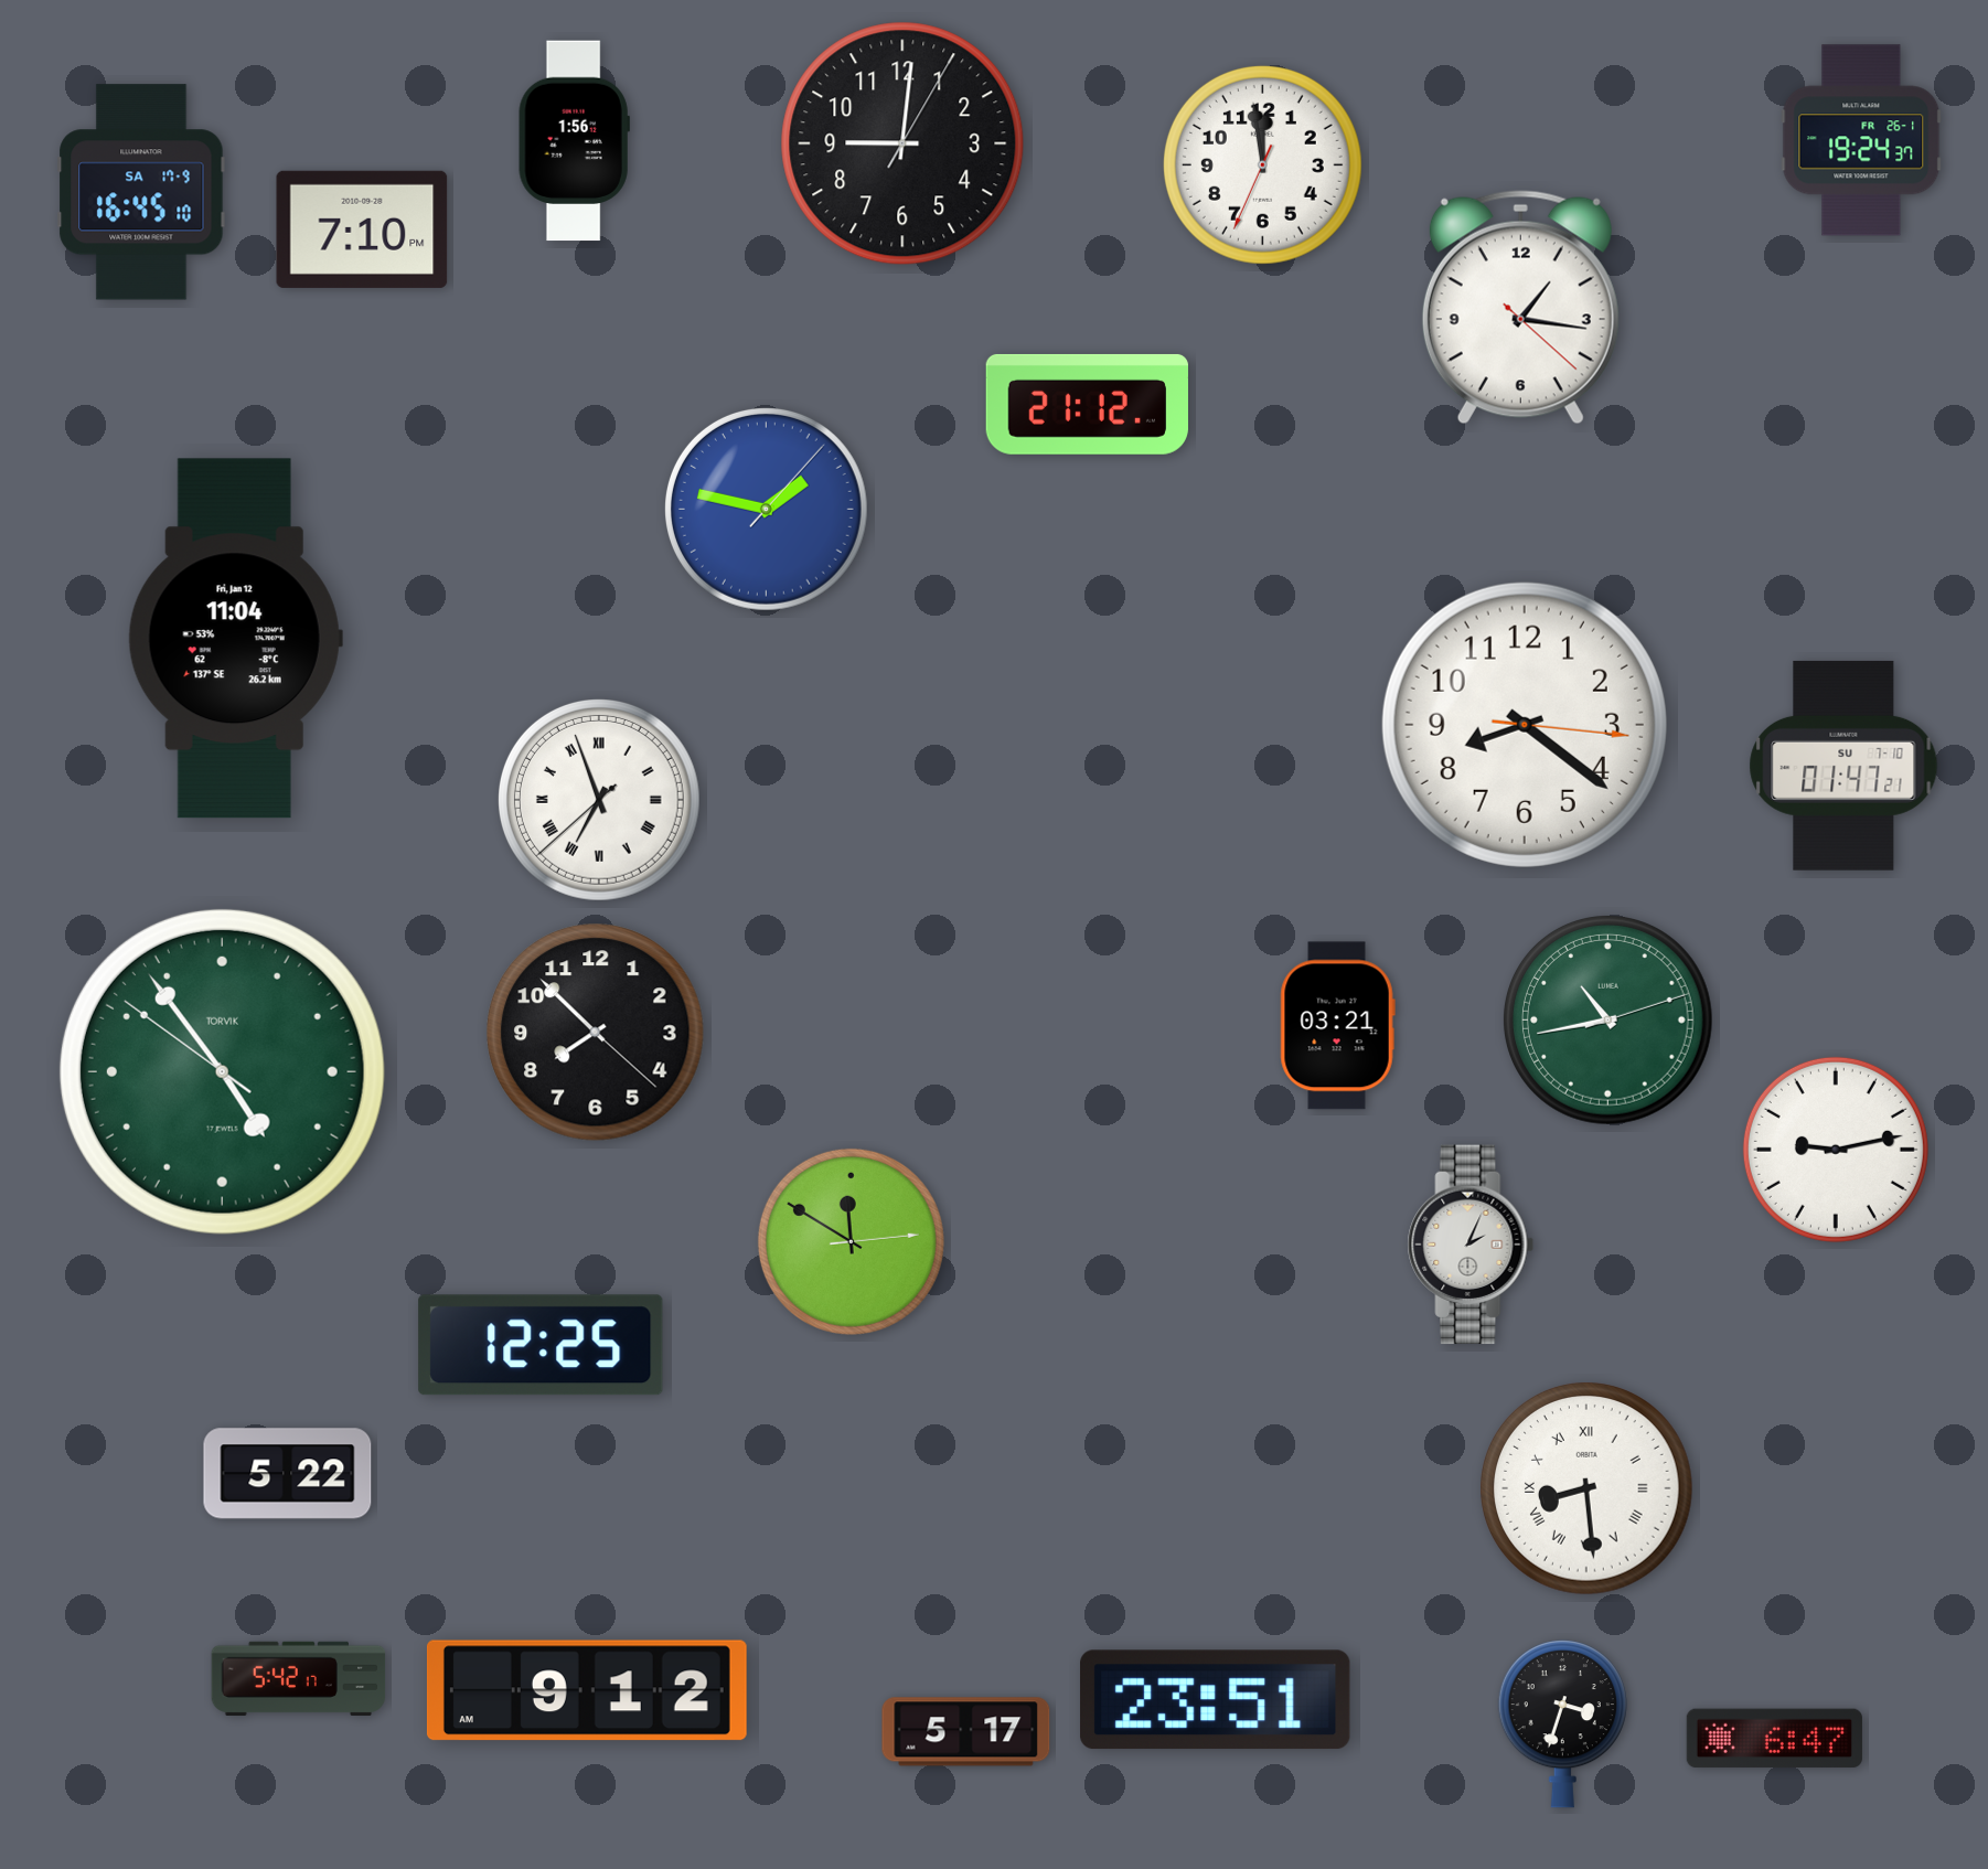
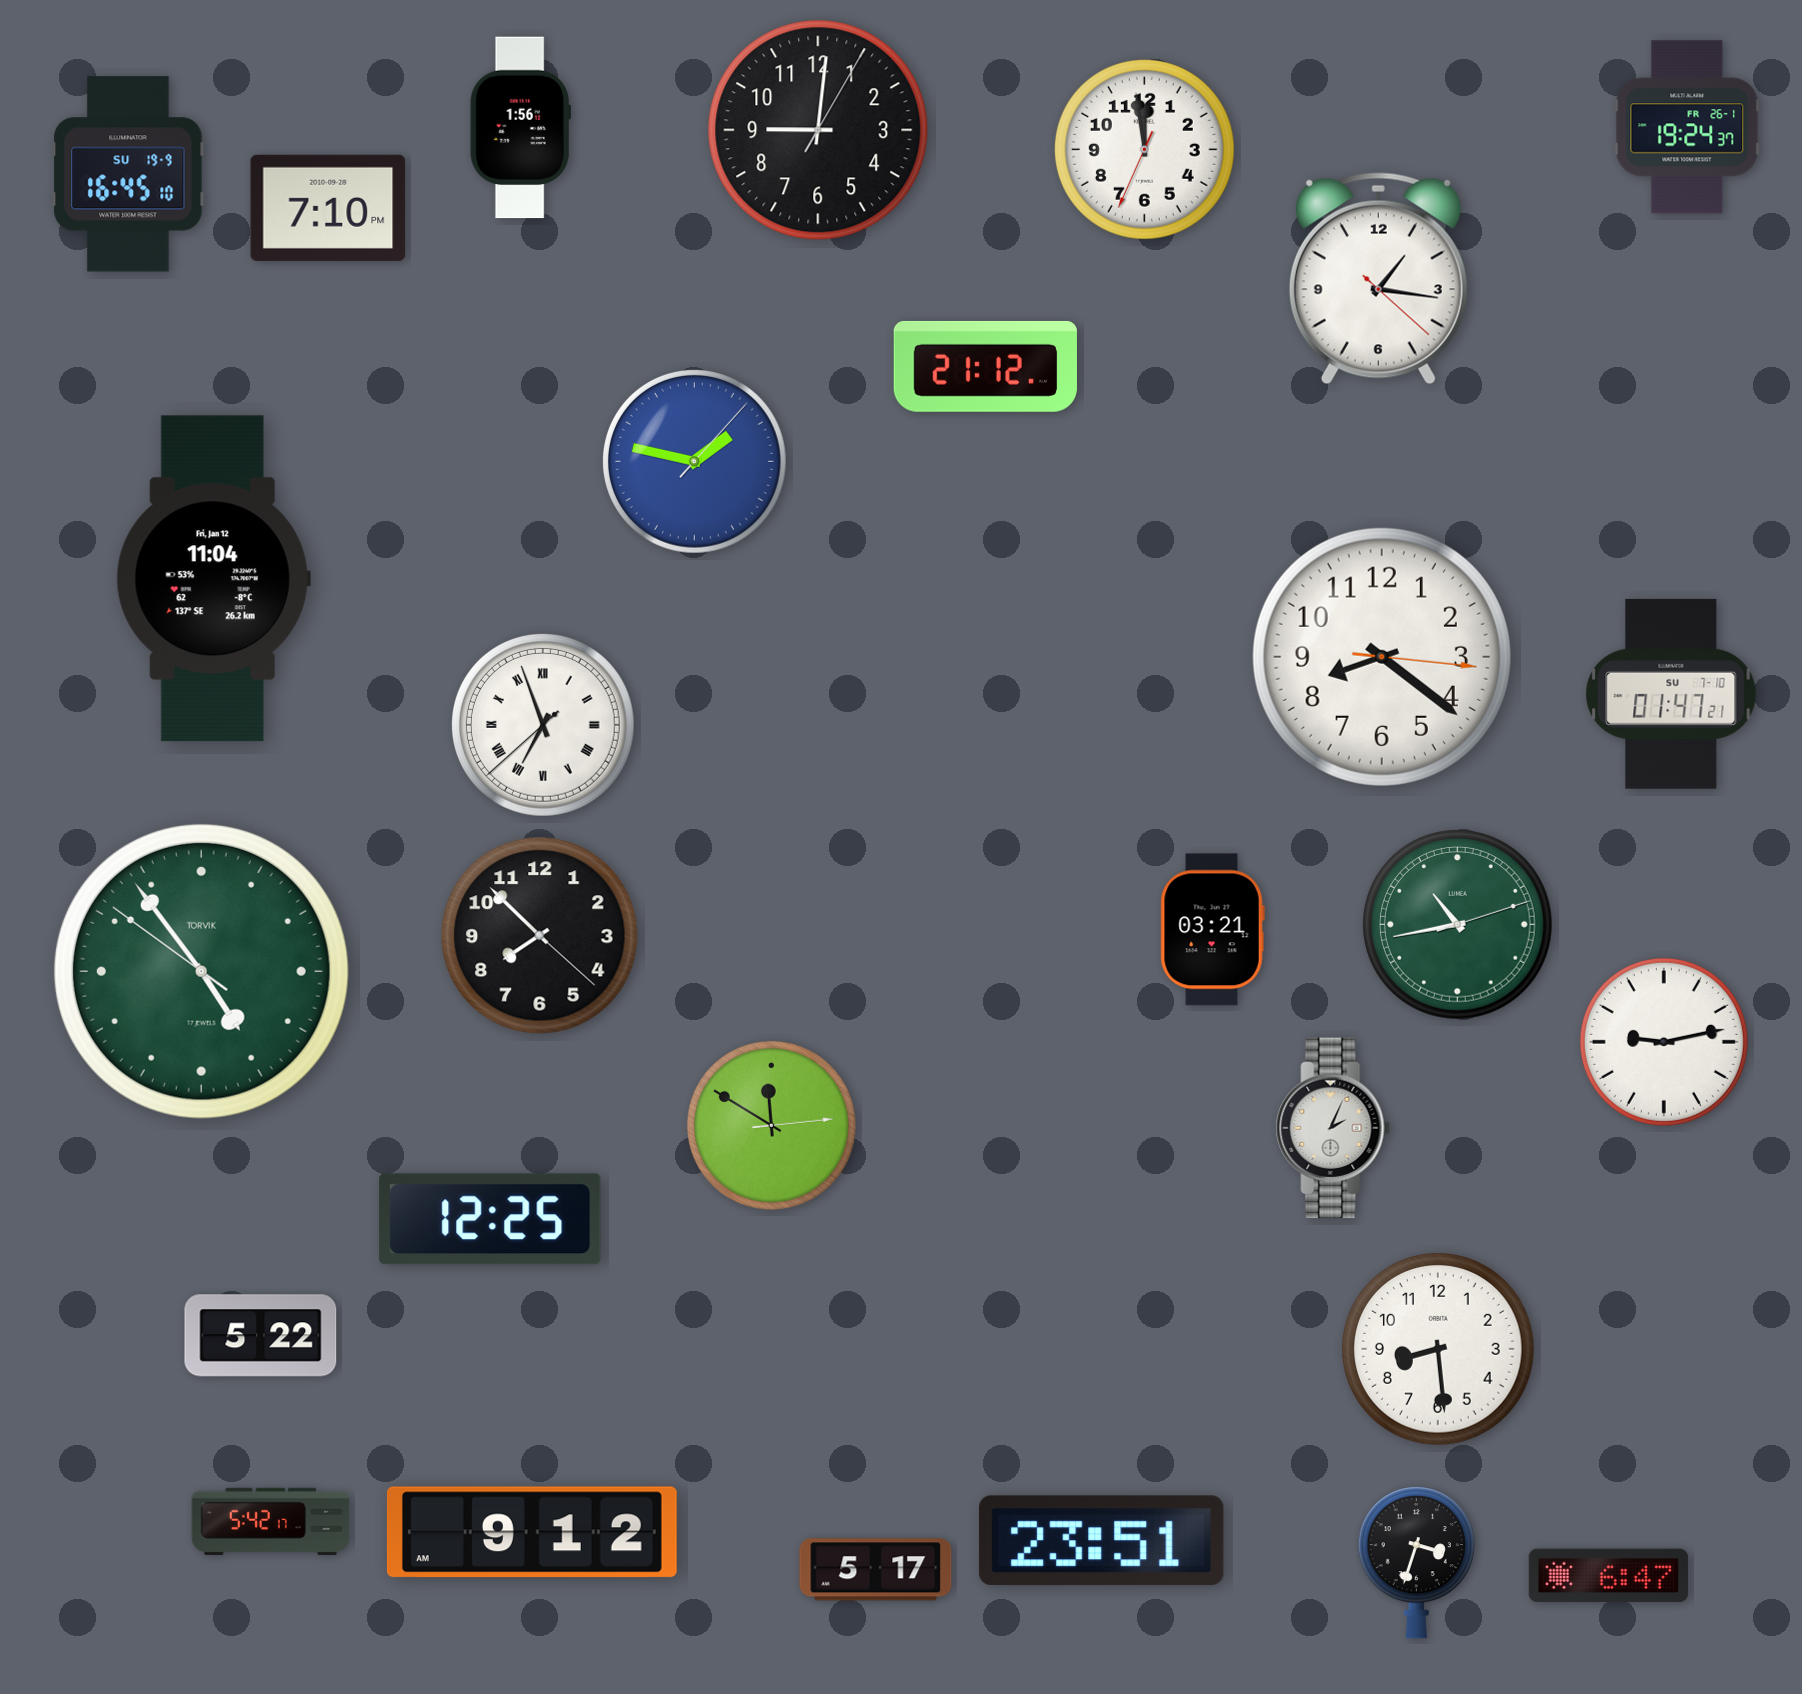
clock at (141, 192) date: SA 17-9 -> SU 19-9
clock at (1586, 1488) numerals: Roman -> Arabic
